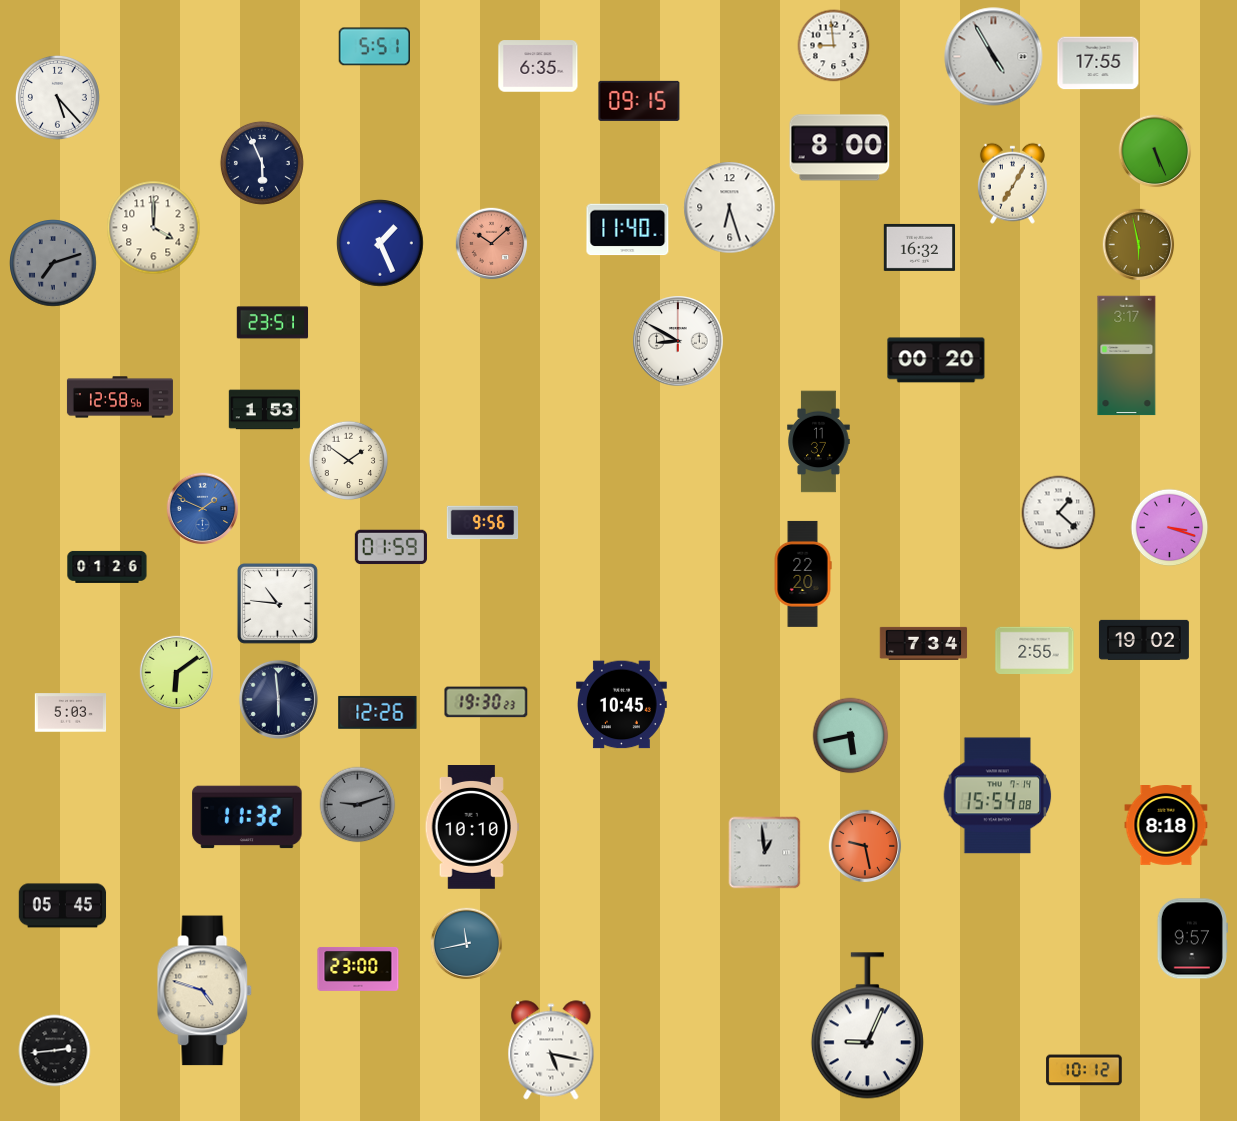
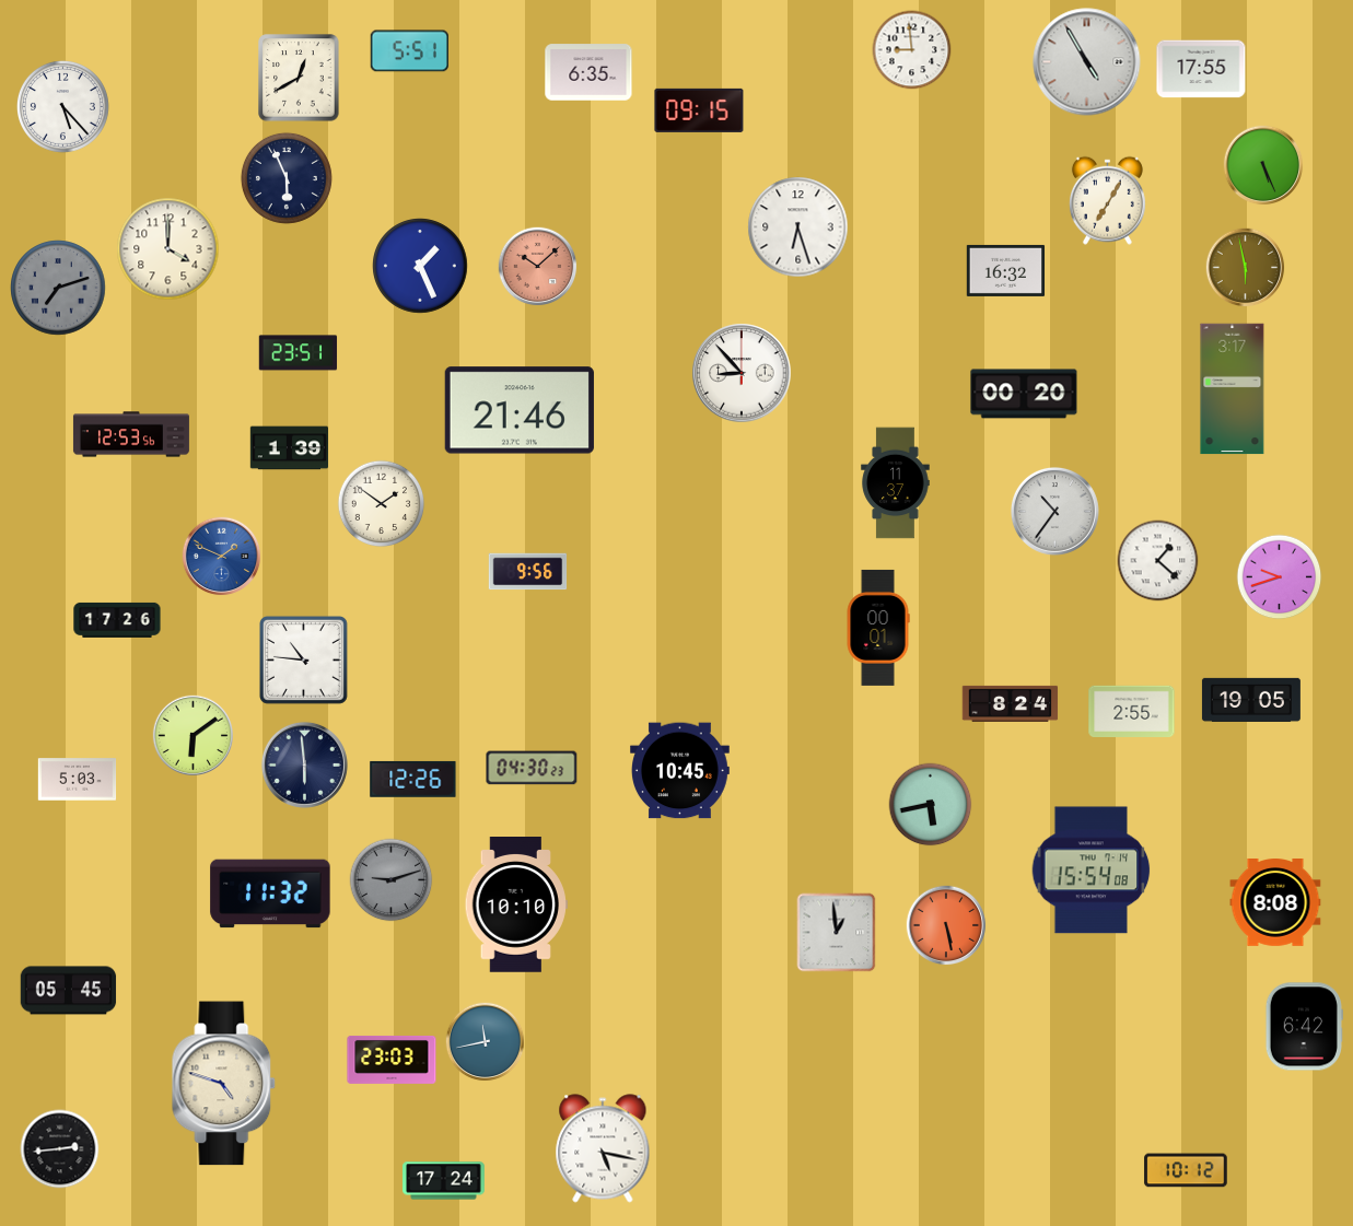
clock at (299, 78): none -> 12:40
clock at (840, 148): 8:00 -> none
clock at (628, 230): 11:40 -> none
clock at (380, 243) position: (380, 243) -> (420, 266)
clock at (678, 341): 8:50 -> 8:53
clock at (520, 410): none -> 21:46
clock at (120, 397): 12:58 -> 12:53
clock at (265, 410): 1:53 -> 1:39
clock at (1054, 511): none -> 10:36
clock at (1170, 528): 3:18 -> 9:42
clock at (391, 547): 01:59 -> none
clock at (107, 567): 01:26 -> 17:26
clock at (803, 574): 22:20 -> 00:01
clock at (1144, 640): 19:02 -> 19:05
clock at (924, 643): 7:34 -> 8:24
clock at (486, 702): 19:30 -> 04:30
clock at (1166, 826): 8:18 -> 8:08
clock at (865, 846): 9:28 -> 5:28
clock at (1192, 939): 9:57 -> 6:42
clock at (467, 944) position: (467, 944) -> (486, 1042)
clock at (358, 969): 23:00 -> 23:03
clock at (867, 1026): 9:04 -> none
clock at (444, 1181): none -> 17:24
